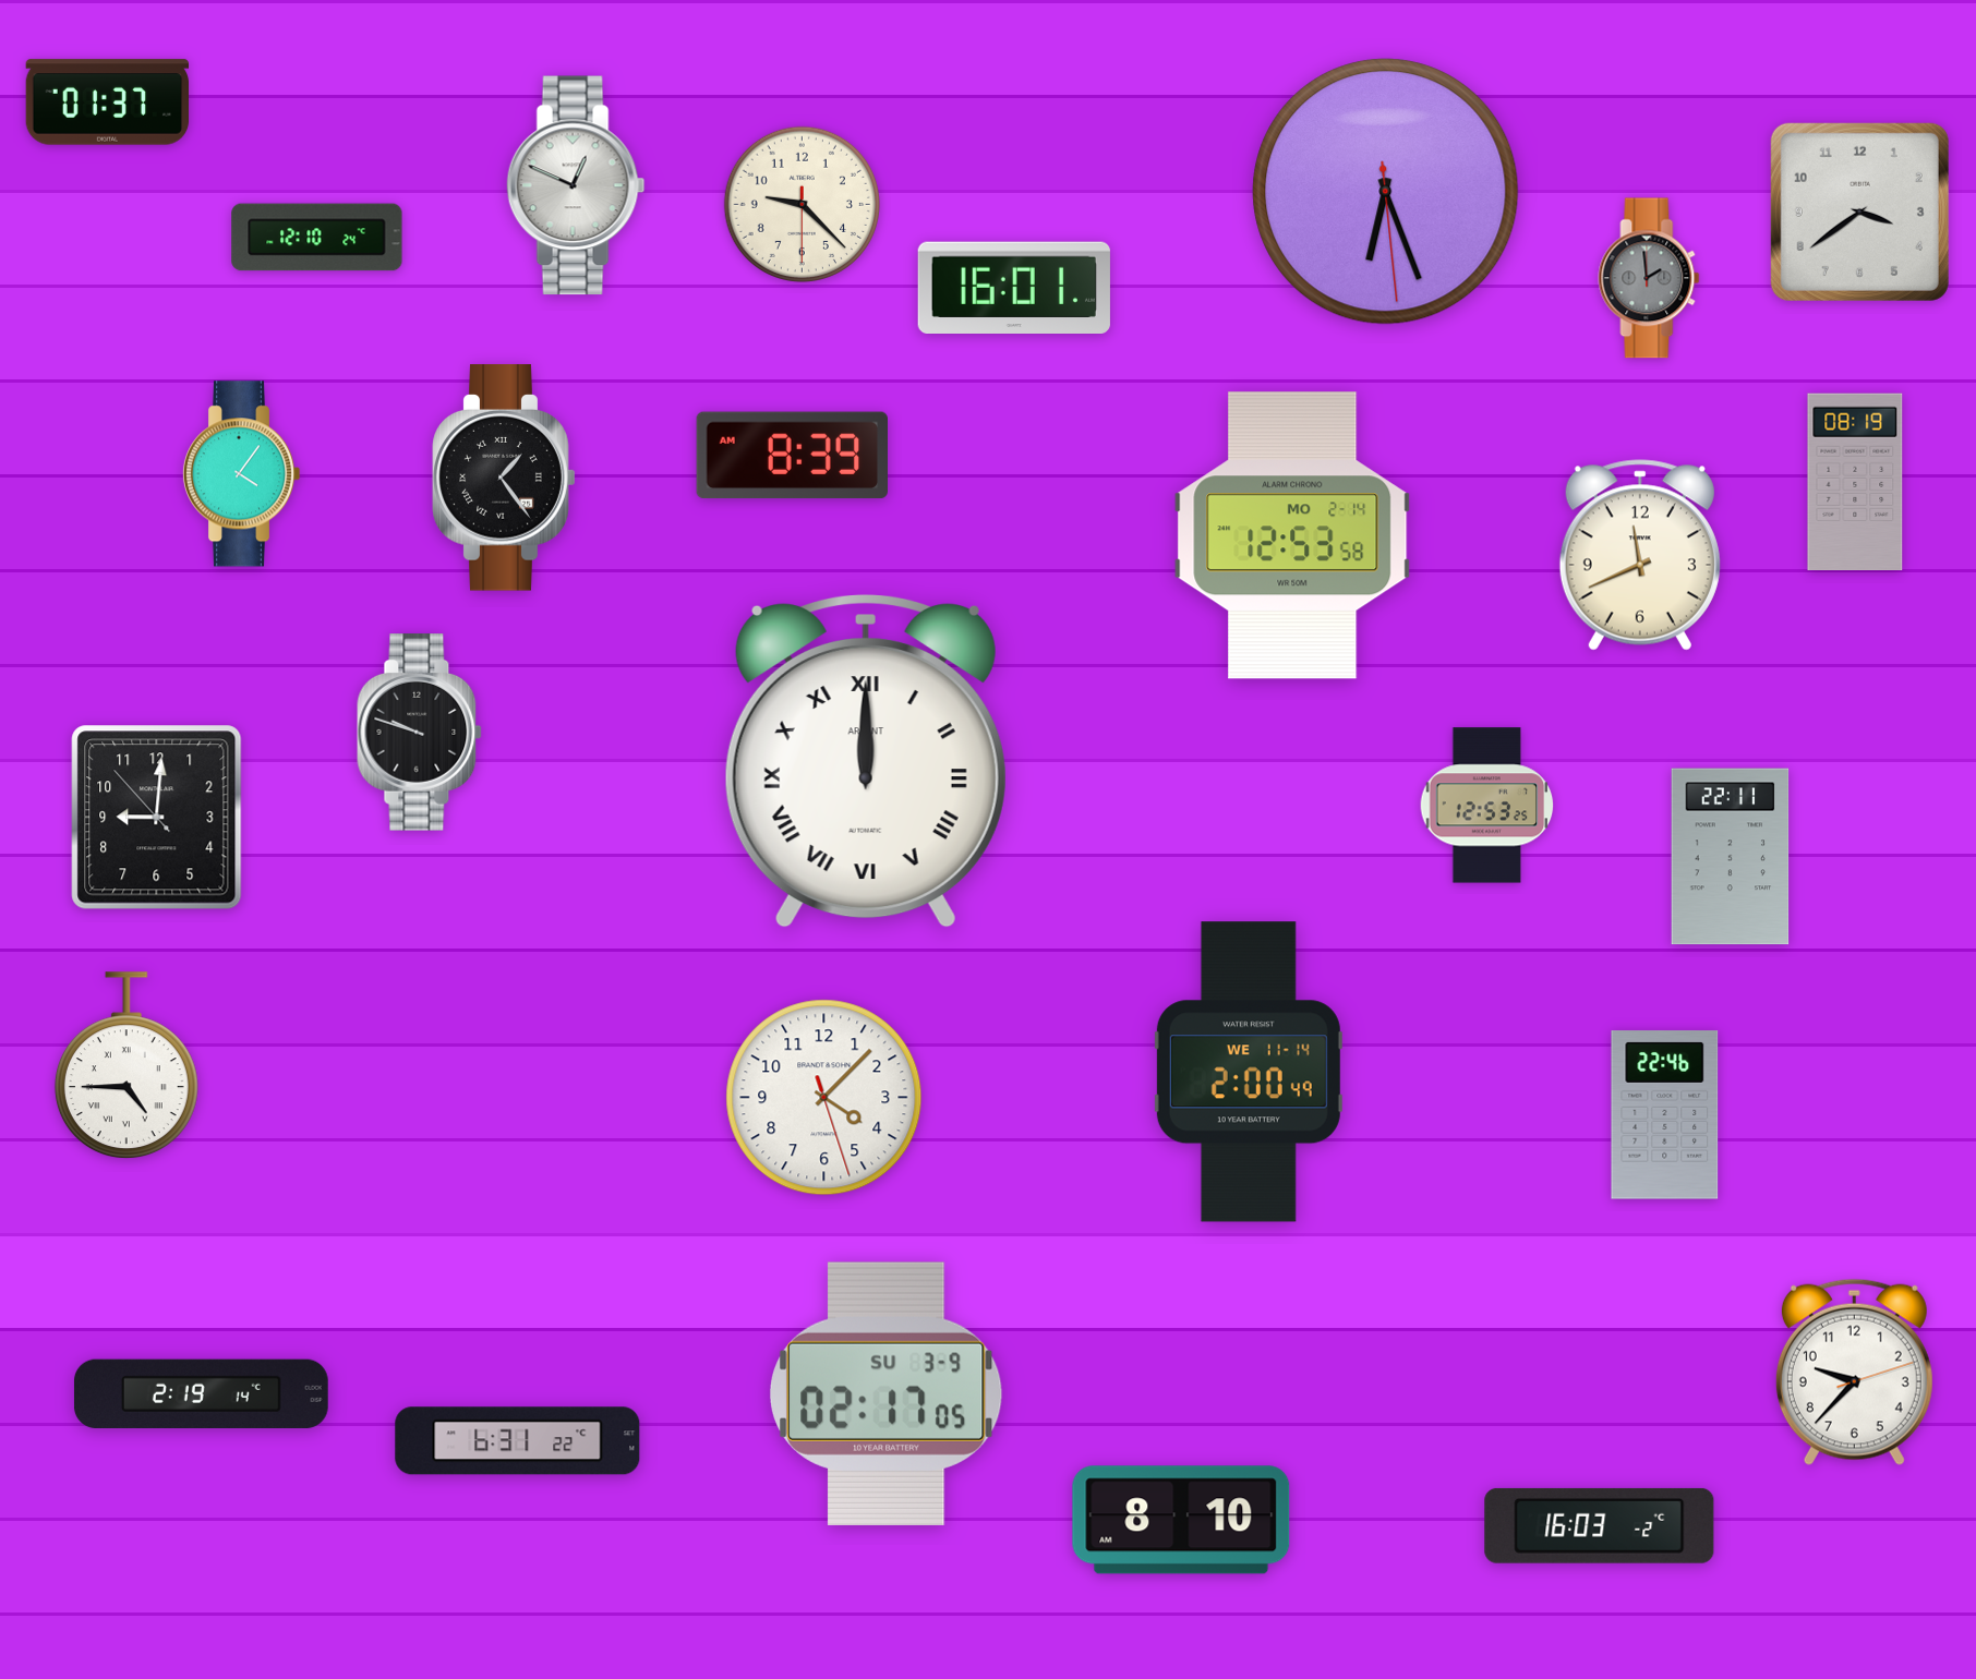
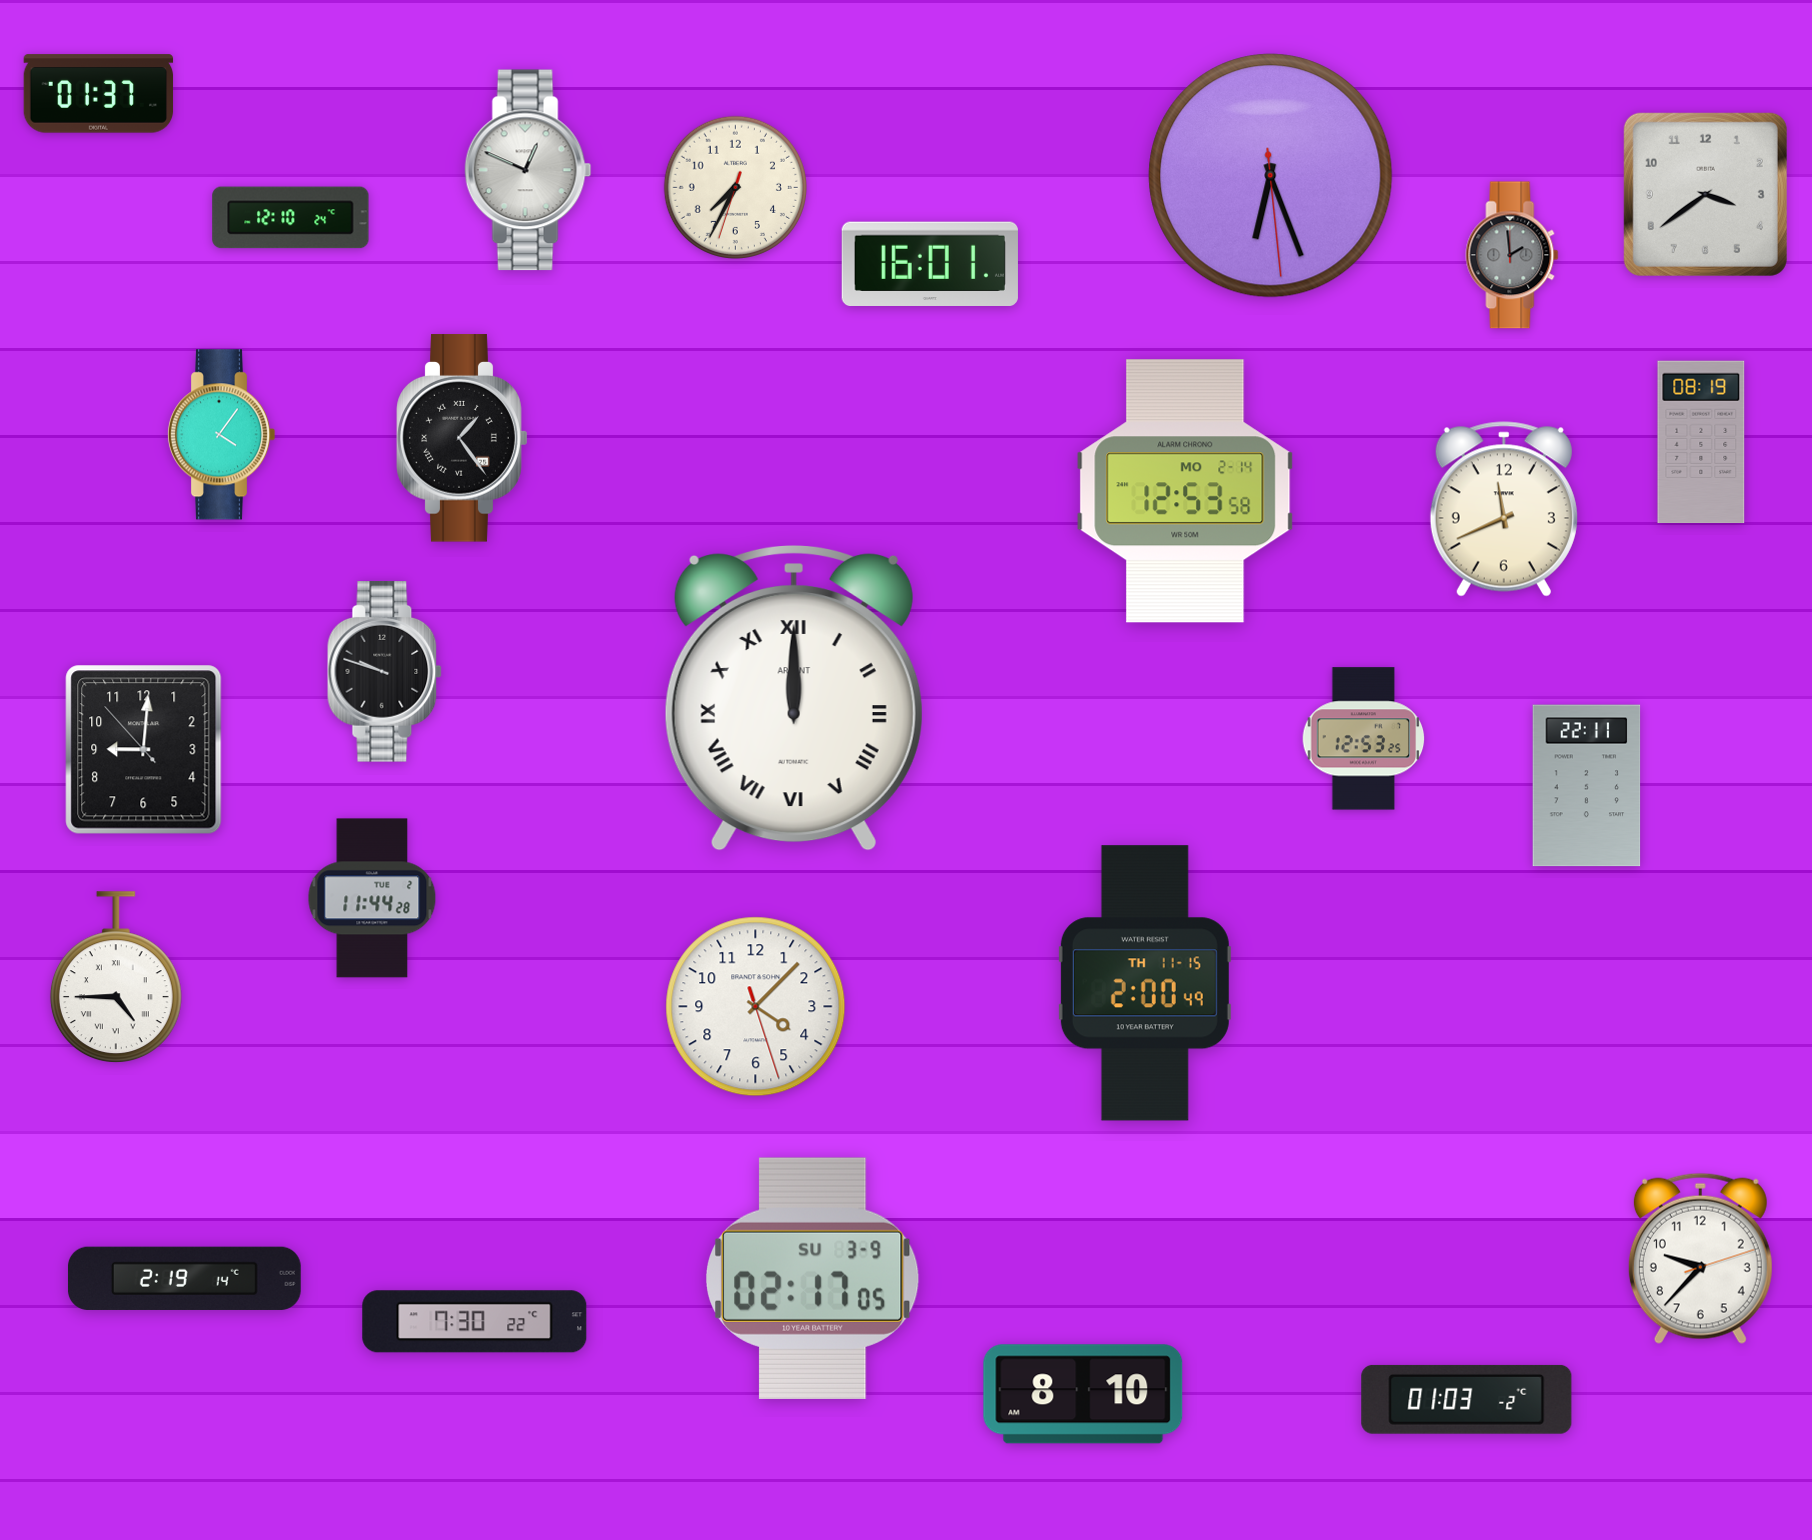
clock at (802, 204): 9:22 -> 7:34
clock at (793, 456): 8:39 -> none
clock at (372, 898): none -> 11:44
clock at (1249, 1072) date: WE 11-14 -> TH 11-15
clock at (1665, 1115): 22:46 -> none
clock at (518, 1441): 6:31 -> 7:30
clock at (1600, 1525): 16:03 -> 01:03
